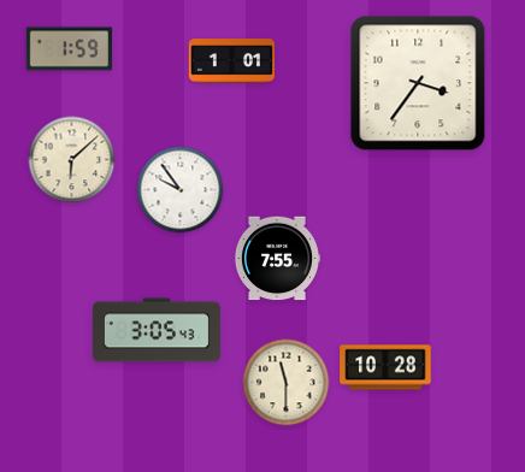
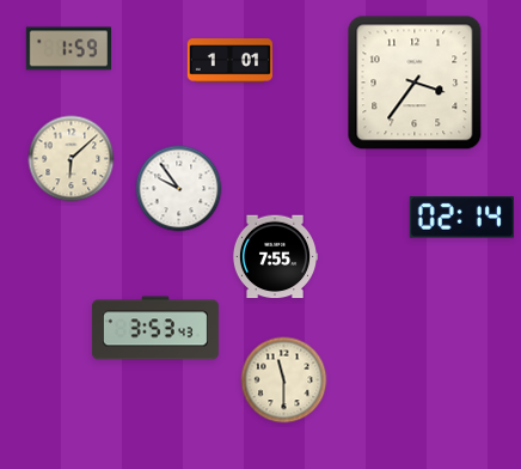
clock at (461, 218): none -> 02:14
clock at (157, 330): 3:05 -> 3:53
clock at (385, 367): 10:28 -> none
